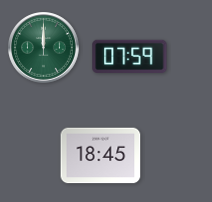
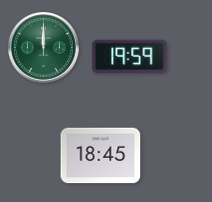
clock at (130, 56): 07:59 -> 19:59
